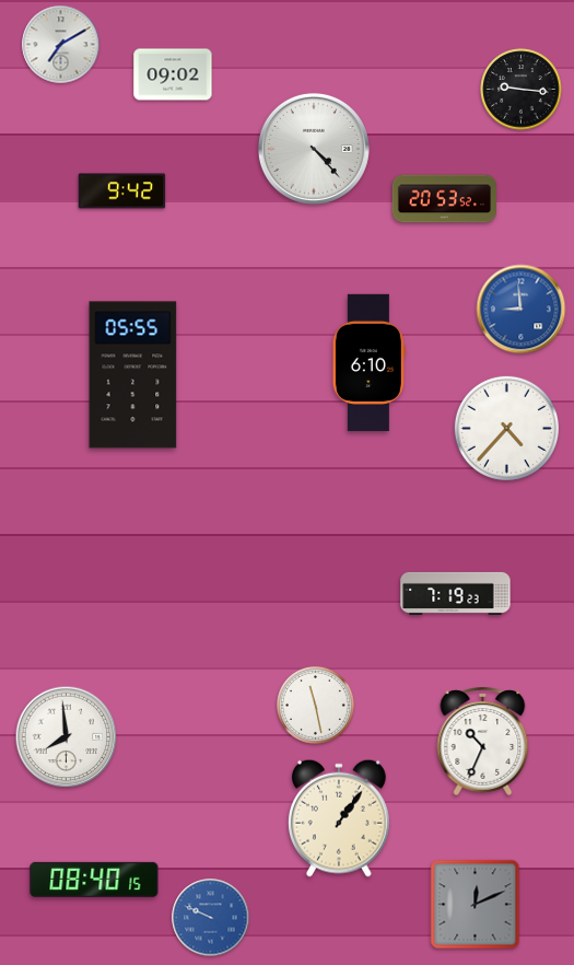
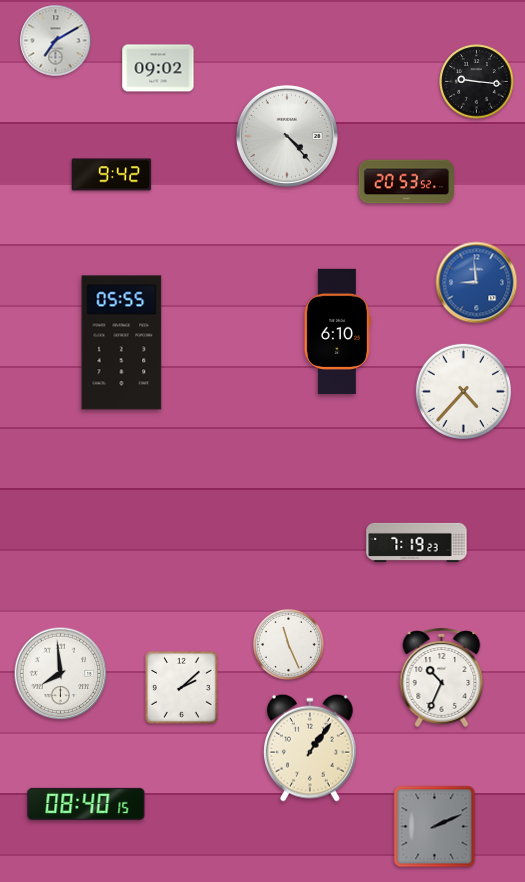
clock at (315, 705): 11:28 -> 11:26
clock at (181, 687): none -> 2:08
clock at (476, 905): 12:11 -> 2:11
clock at (211, 918): 9:49 -> none
